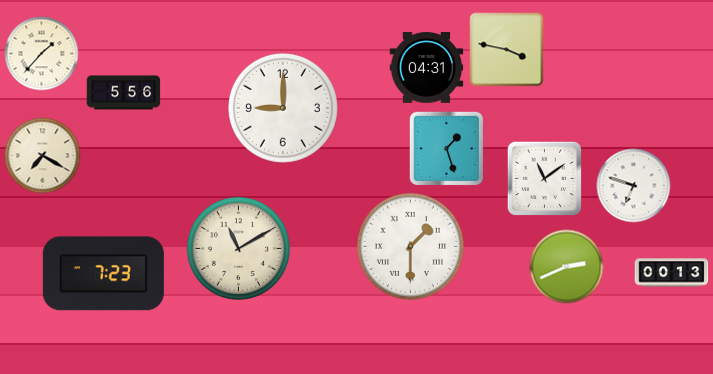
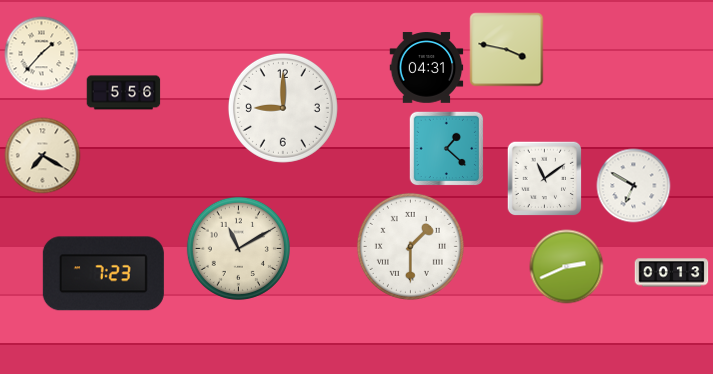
clock at (447, 149): 1:27 -> 1:22
clock at (634, 186): 6:48 -> 6:50
